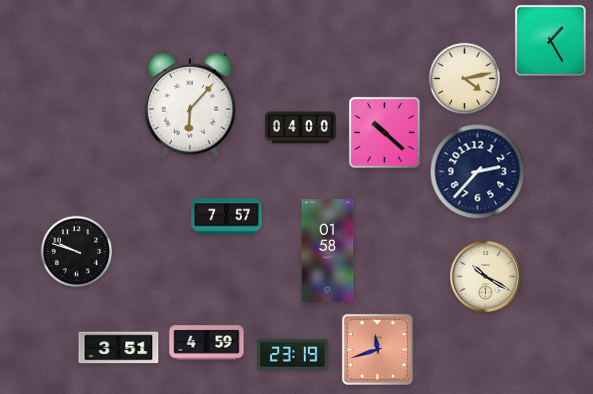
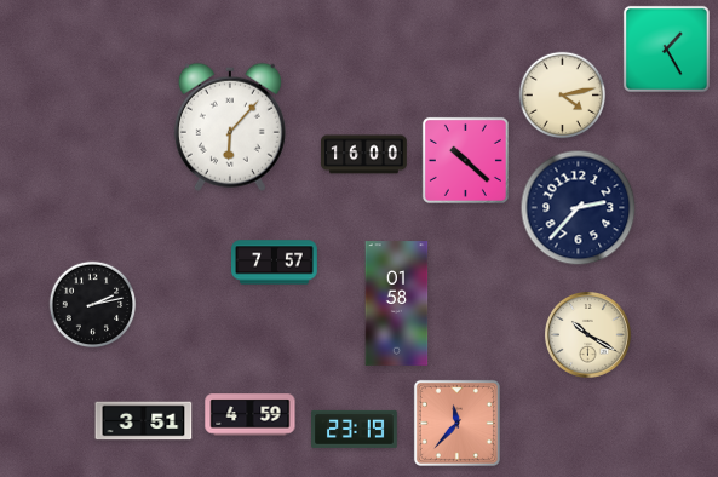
clock at (301, 128): 04:00 -> 16:00
clock at (77, 252): 9:48 -> 2:13
clock at (377, 349): 11:42 -> 11:37
